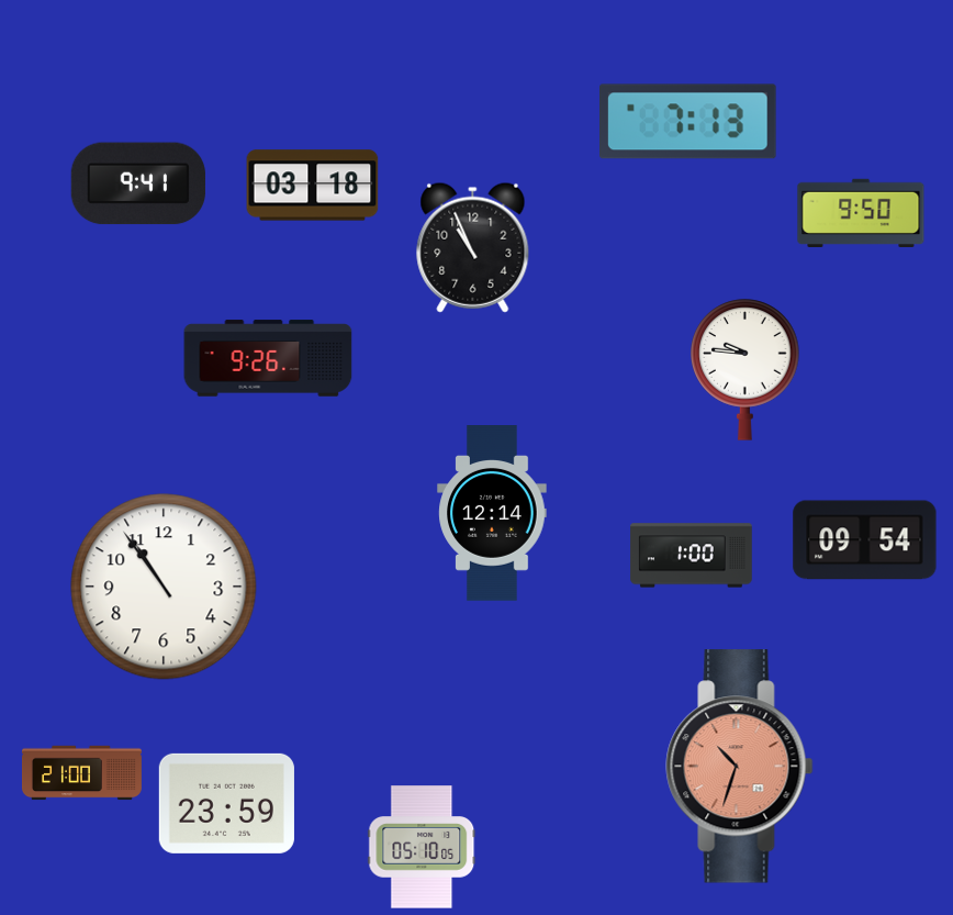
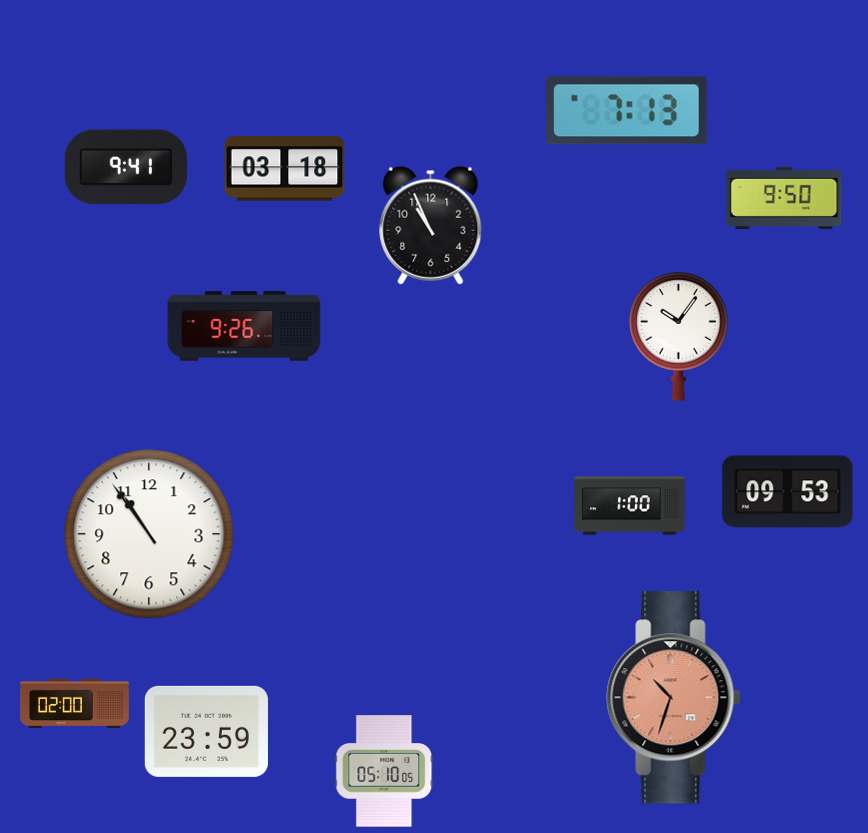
clock at (861, 212) position: (861, 212) -> (784, 197)
clock at (745, 370): 9:46 -> 10:06
clock at (492, 513): 12:14 -> none
clock at (865, 540): 09:54 -> 09:53
clock at (82, 773): 21:00 -> 02:00
